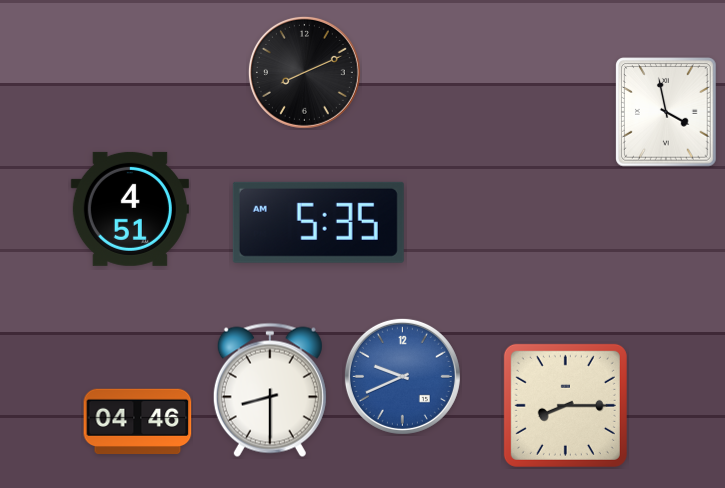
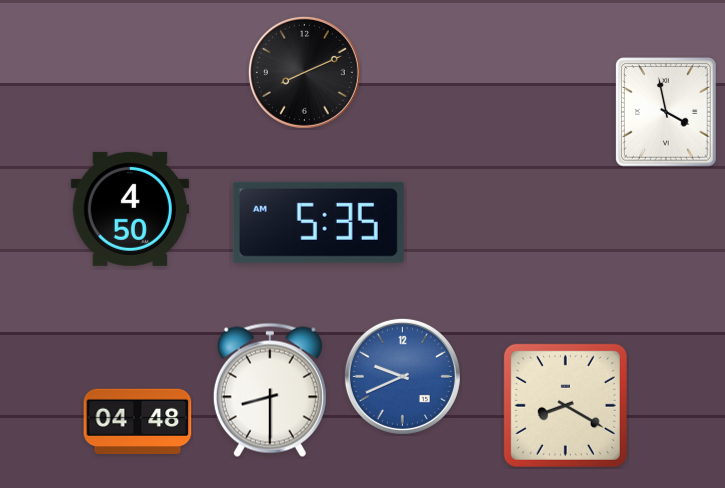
clock at (130, 209): 4:51 -> 4:50
clock at (565, 405): 8:15 -> 8:20
clock at (138, 422): 04:46 -> 04:48
